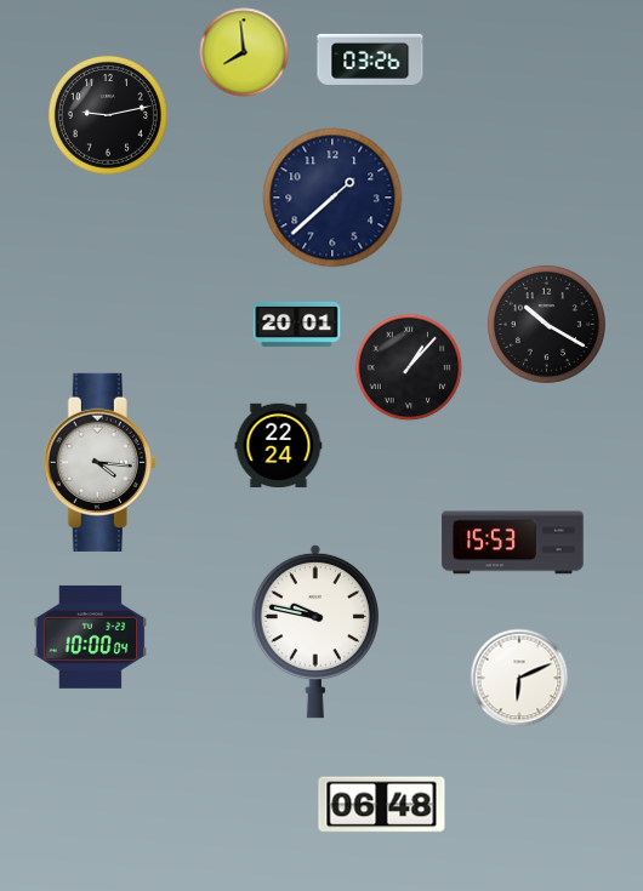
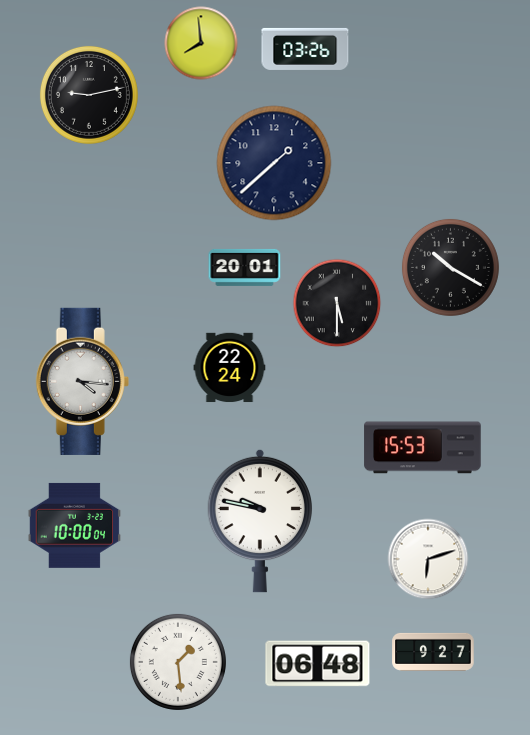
clock at (409, 367): 1:07 -> 5:30
clock at (519, 678): 6:11 -> 6:12
clock at (433, 652): none -> 9:27
clock at (178, 662): none -> 1:29
clock at (382, 805) position: (382, 805) -> (318, 664)
